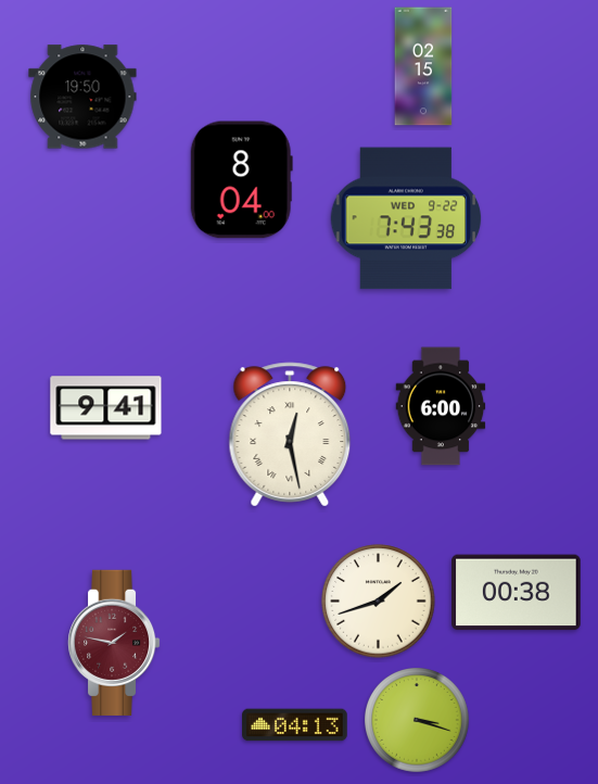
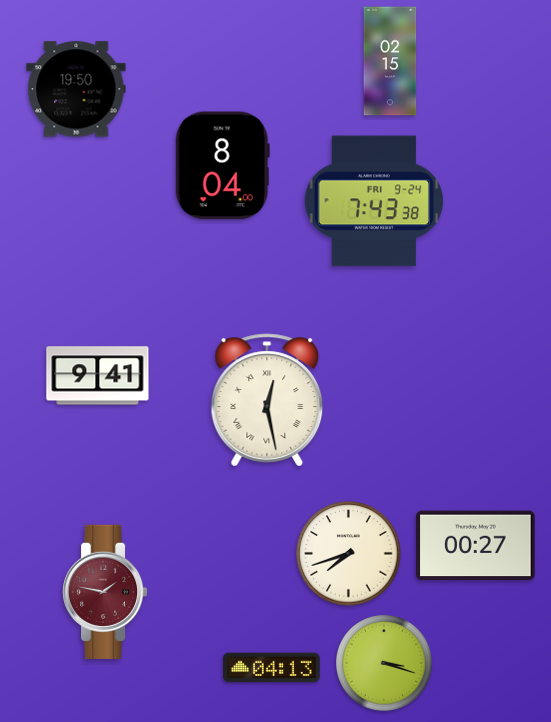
clock at (406, 218) date: WED 9-22 -> FRI 9-24
clock at (441, 406): 6:00 -> none
clock at (517, 593): 00:38 -> 00:27
clock at (379, 602): 1:42 -> 7:42
